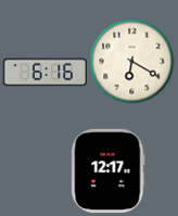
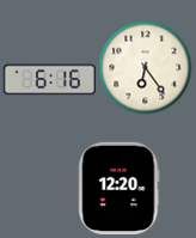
clock at (131, 61): 6:20 -> 6:24
clock at (109, 170): 12:17 -> 12:20
